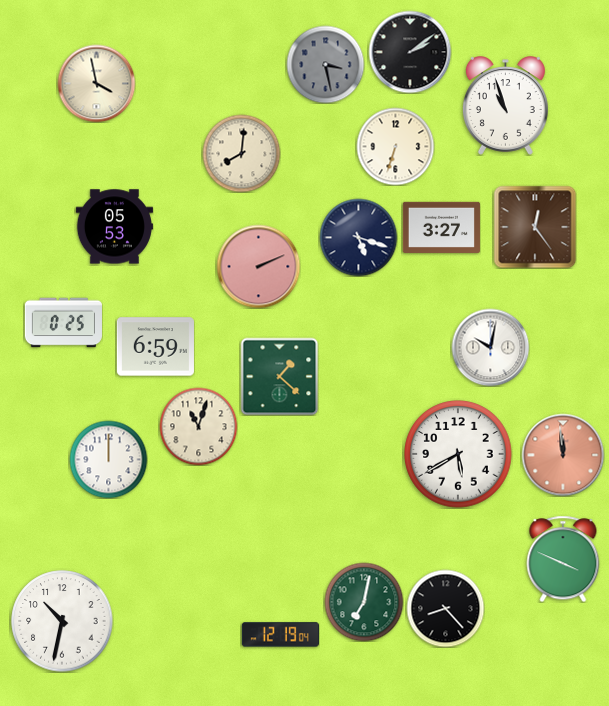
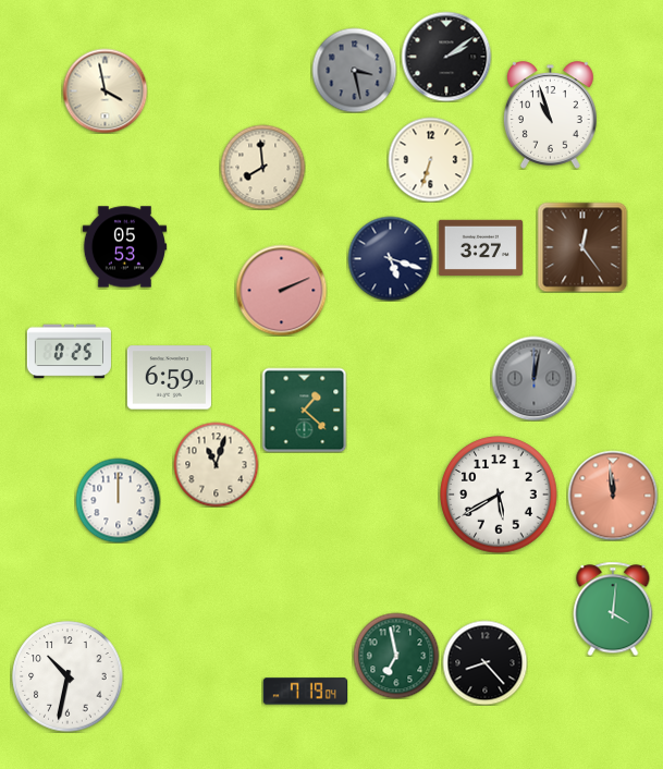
clock at (241, 153): 8:01 -> 7:59
clock at (490, 347): 10:02 -> 12:02
clock at (490, 347) dial: white -> grey
clock at (563, 559): 3:49 -> 4:01
clock at (364, 602): 7:02 -> 6:58
clock at (280, 635): 12:19 -> 7:19
